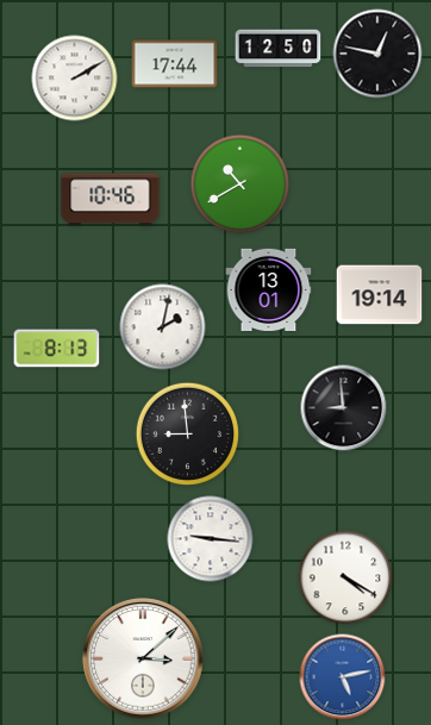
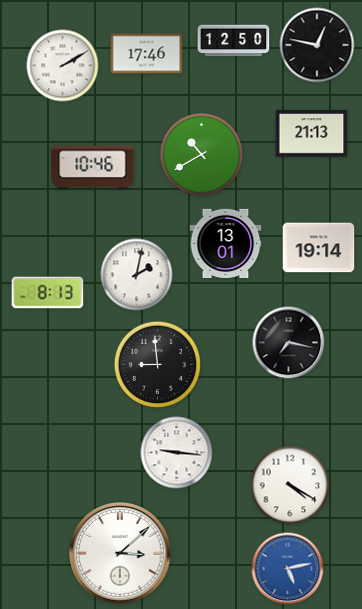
clock at (175, 64): 17:44 -> 17:46
clock at (312, 134): none -> 21:13
clock at (344, 408): 8:59 -> 7:17
